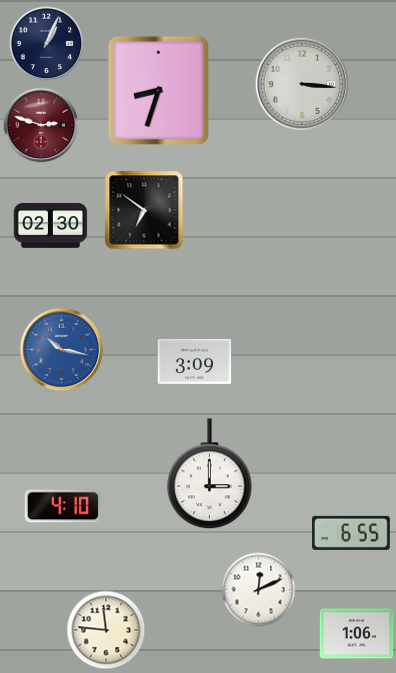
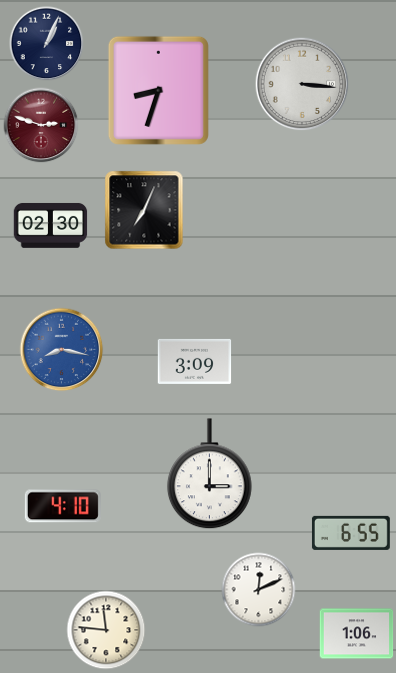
clock at (144, 210): 6:51 -> 7:04
clock at (62, 350): 10:17 -> 8:17
